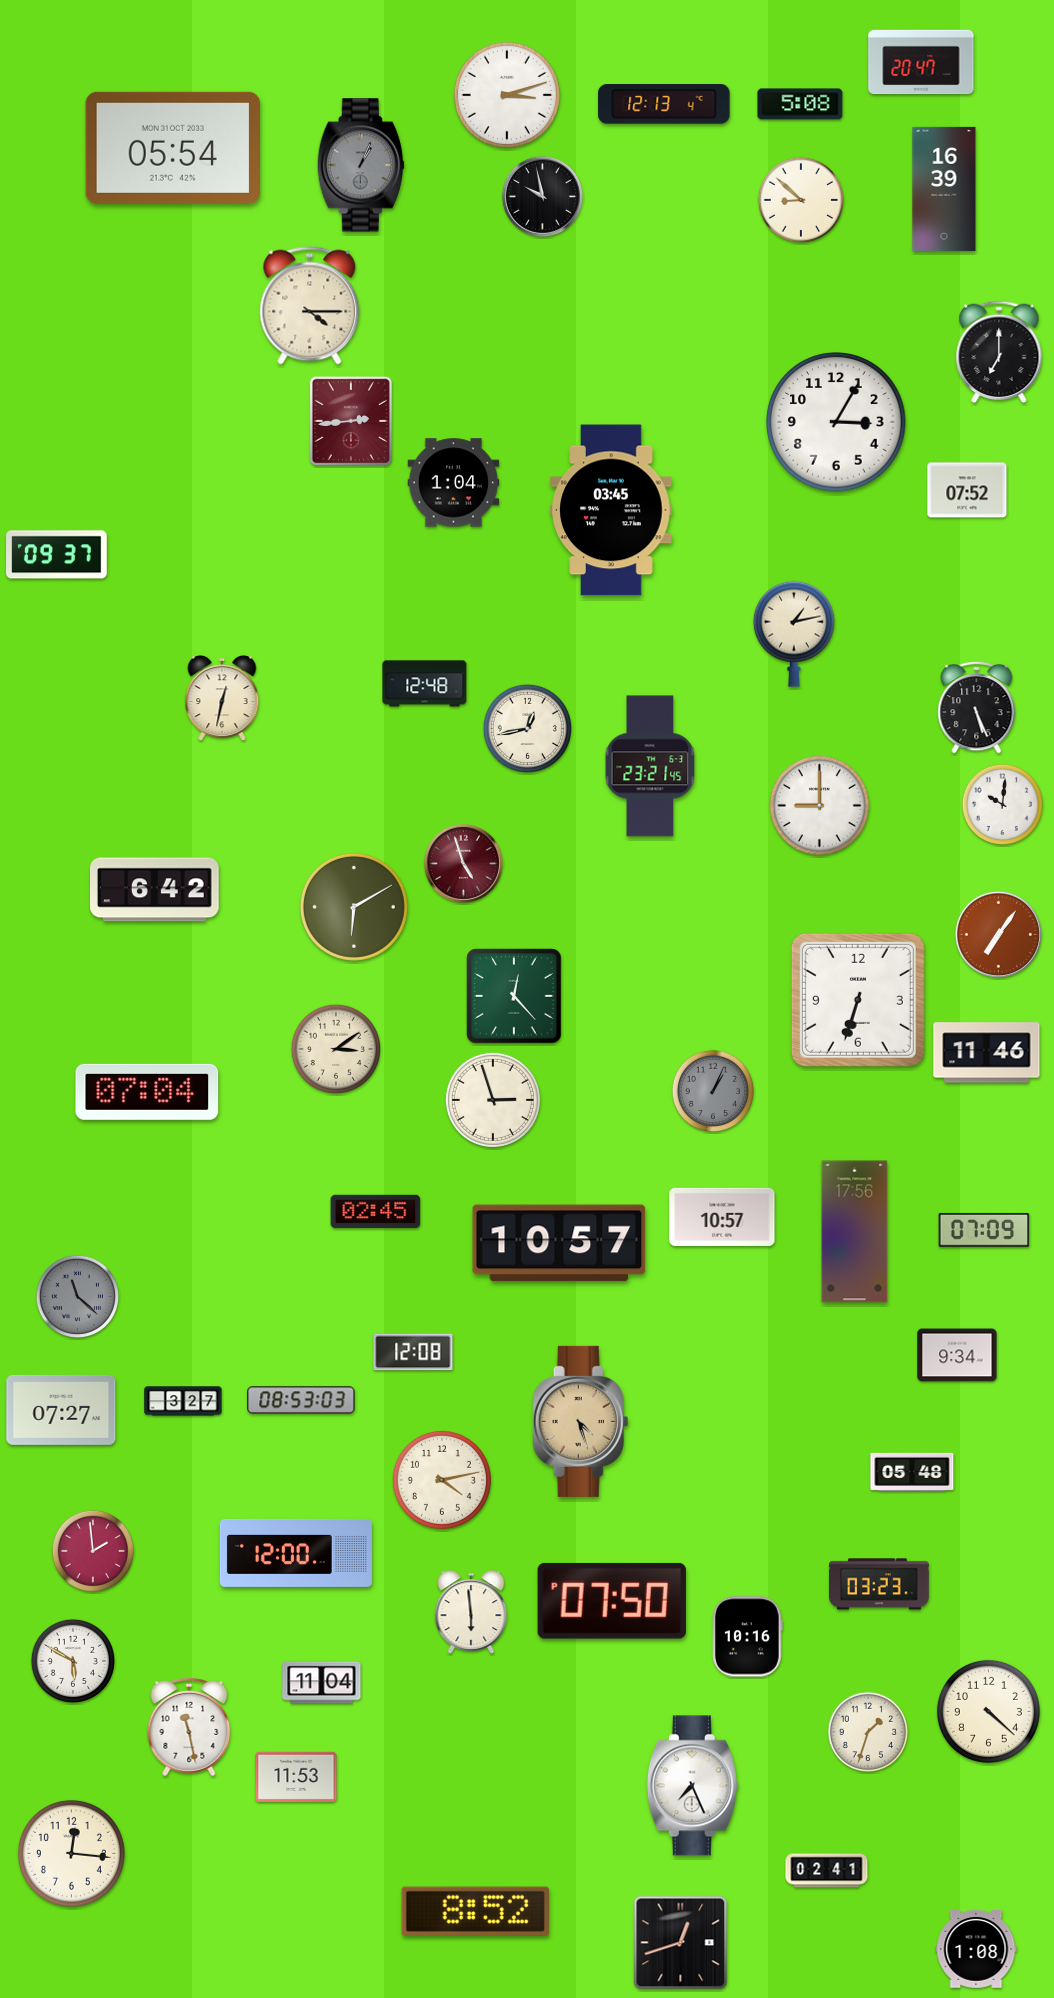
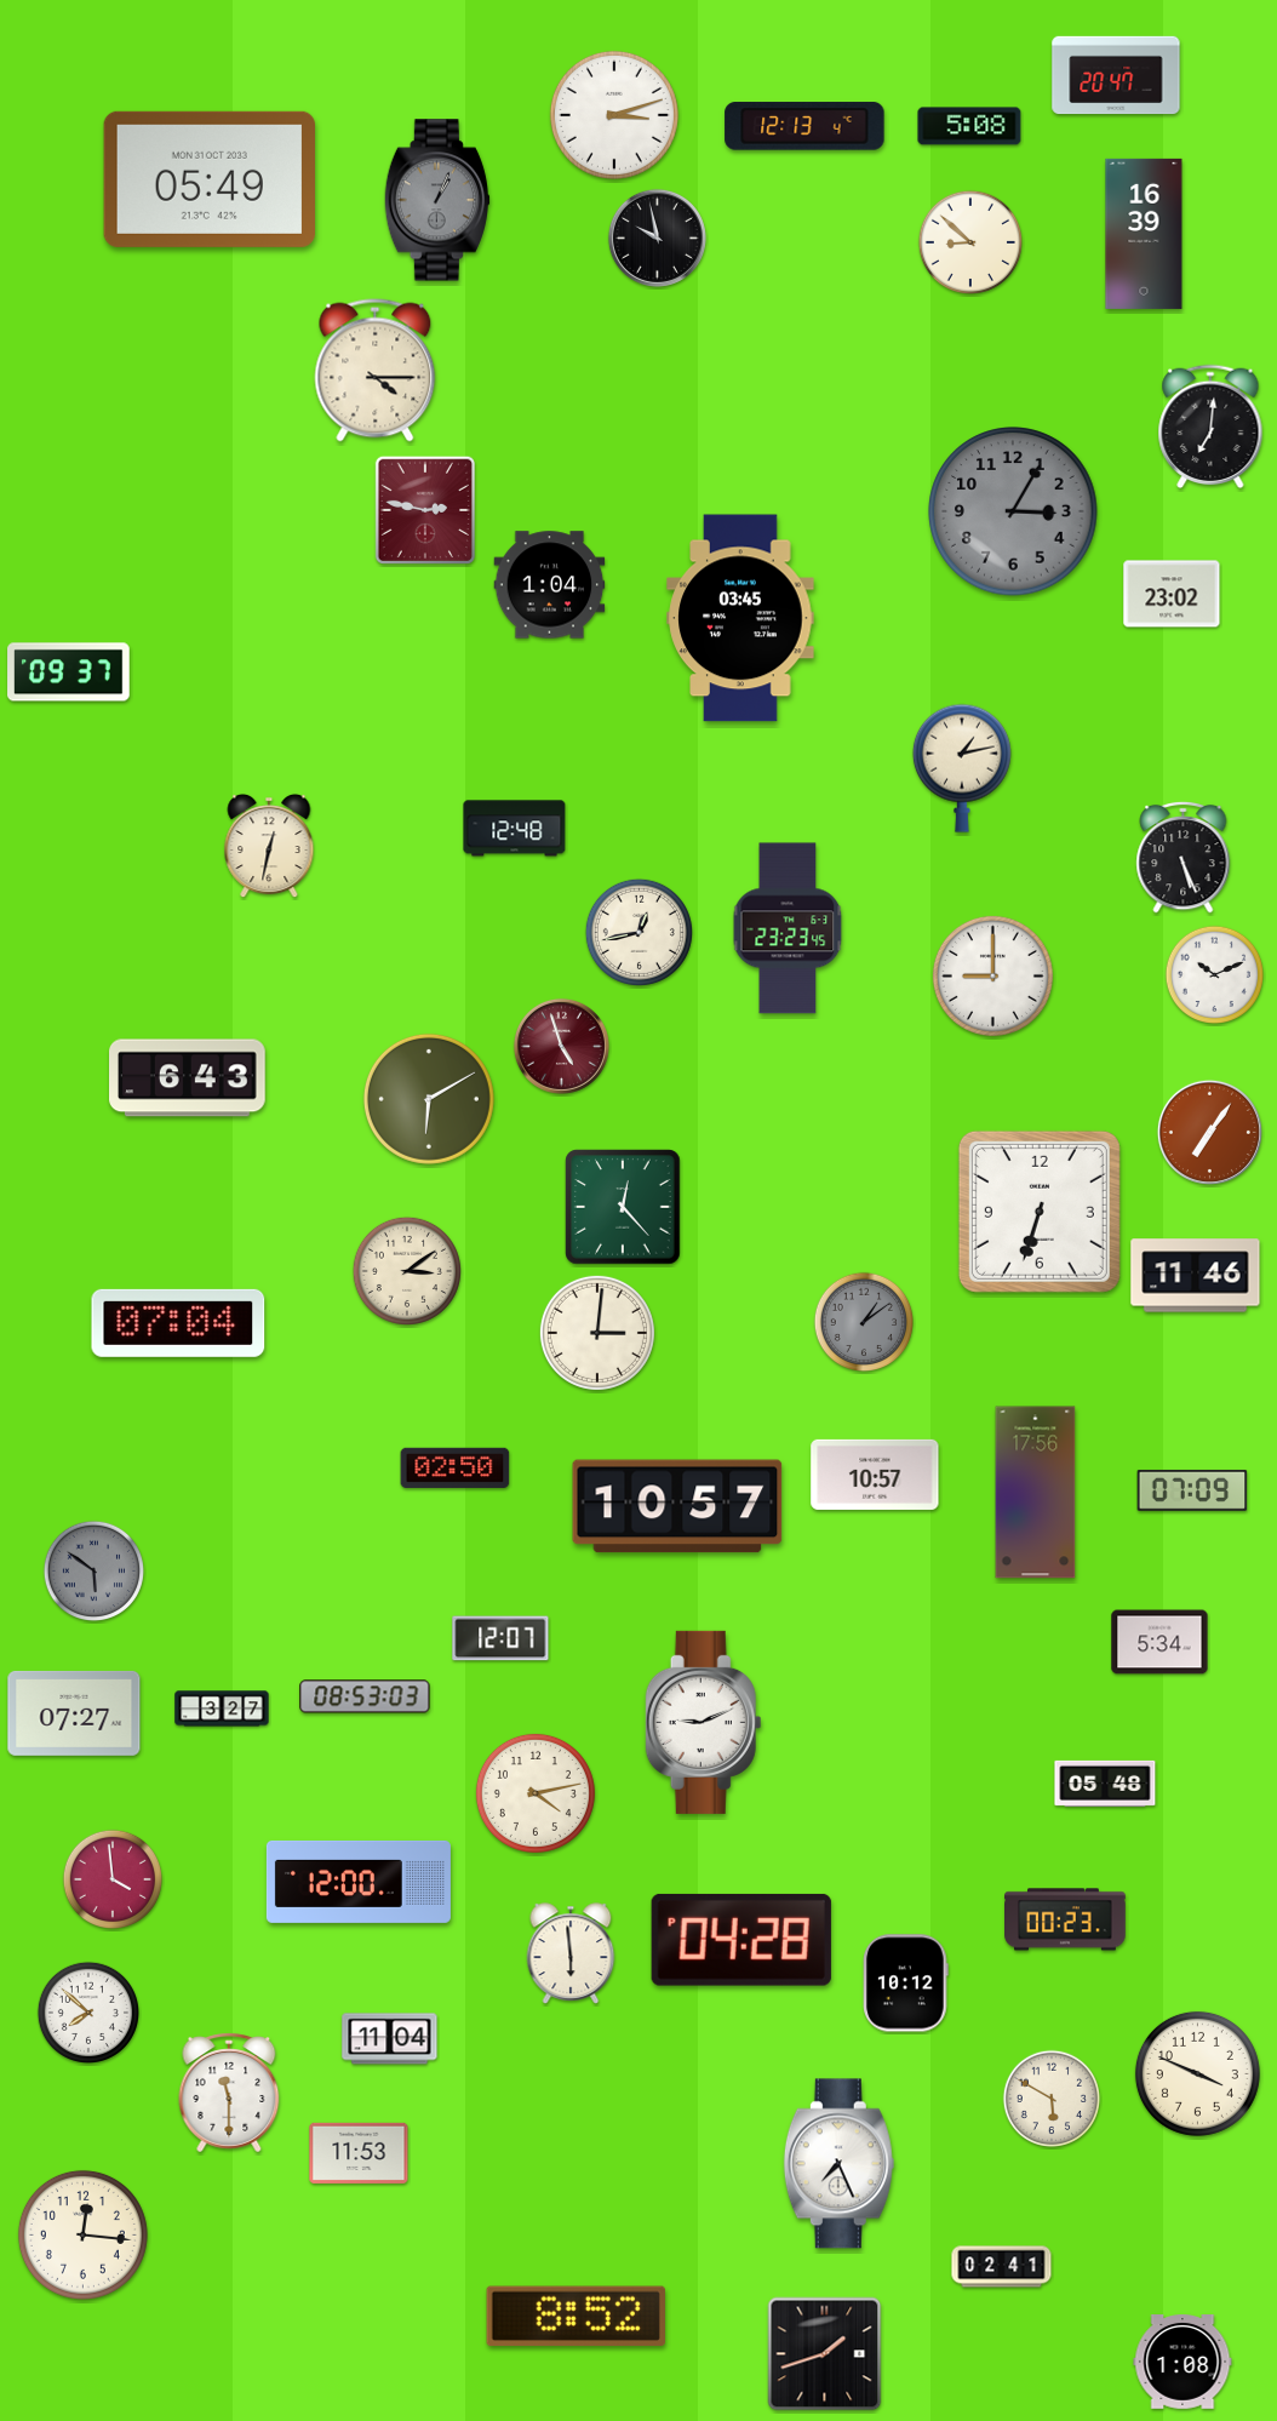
clock at (172, 148): 05:54 -> 05:49
clock at (944, 189) position: (944, 189) -> (1144, 234)
clock at (999, 352): 7:00 -> 7:01
clock at (350, 420): 2:44 -> 2:47
clock at (836, 422) dial: white -> grey
clock at (967, 490): 07:52 -> 23:02
clock at (527, 728) position: (527, 728) -> (638, 932)
clock at (650, 766): 23:21 -> 23:23
clock at (1002, 804): 10:01 -> 10:11
clock at (155, 890): 6:42 -> 6:43
clock at (712, 1090): 1:04 -> 1:09
clock at (493, 1100): 2:57 -> 3:01
clock at (376, 1211): 02:45 -> 02:50
clock at (77, 1296): 11:22 -> 5:51
clock at (413, 1352): 12:08 -> 12:07
clock at (957, 1355): 9:34 -> 5:34
clock at (183, 1401) position: (183, 1401) -> (222, 1709)
clock at (61, 1410) position: (61, 1410) -> (74, 1713)
clock at (581, 1421): 4:27 -> 9:11
clock at (581, 1421) dial: champagne -> white
clock at (92, 1550): 1:59 -> 3:59
clock at (880, 1584): 03:23 -> 00:23
clock at (612, 1601): 07:50 -> 04:28
clock at (748, 1637): 10:16 -> 10:12
clock at (72, 1660): 5:50 -> 7:52
clock at (988, 1711): 4:22 -> 3:49
clock at (189, 1727): 11:28 -> 11:30
clock at (868, 1732): 1:33 -> 5:50
clock at (71, 1853) position: (71, 1853) -> (82, 2234)
clock at (681, 1943): 12:42 -> 1:42
